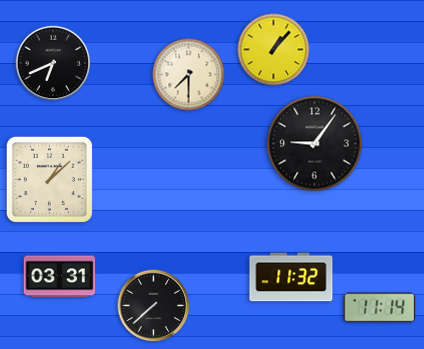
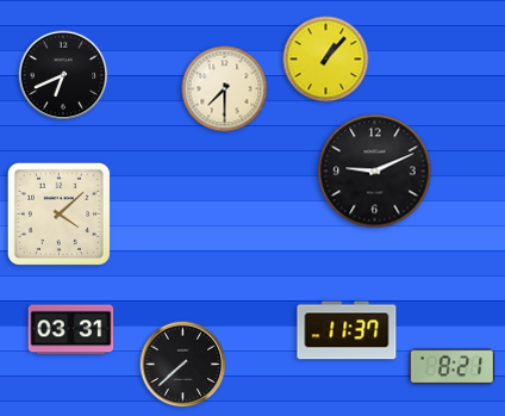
clock at (315, 144): 9:06 -> 9:11
clock at (49, 179): 1:08 -> 4:08
clock at (291, 277): 11:32 -> 11:37
clock at (380, 308): 11:14 -> 8:21
